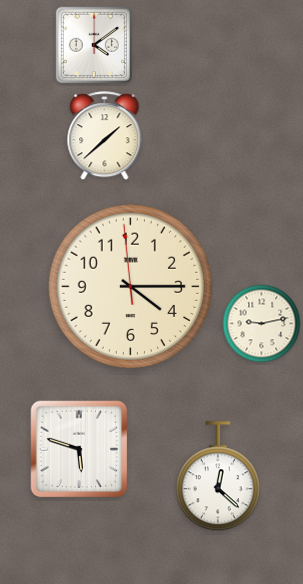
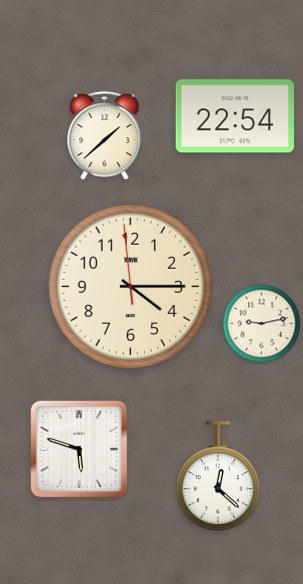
clock at (93, 44): 4:09 -> none
clock at (235, 116): none -> 22:54
